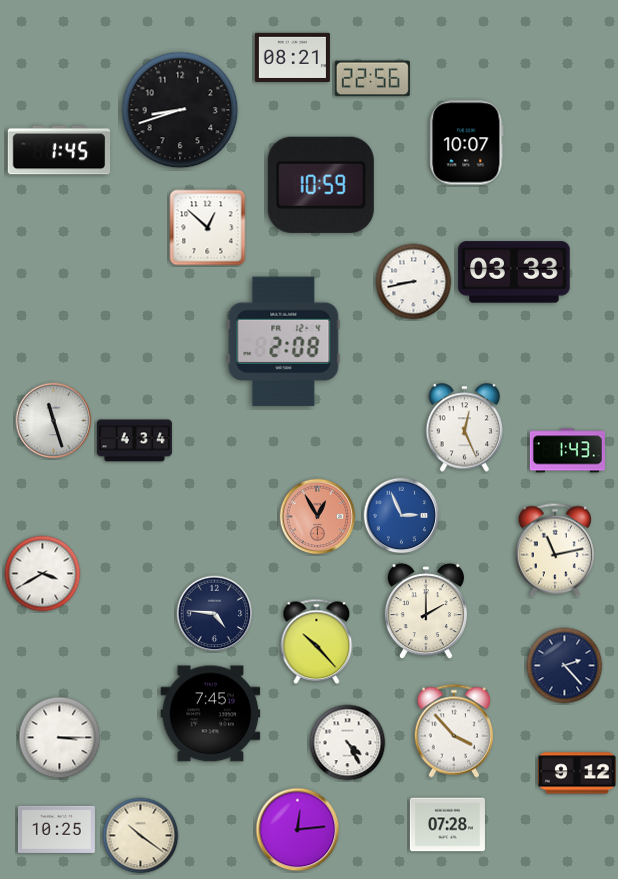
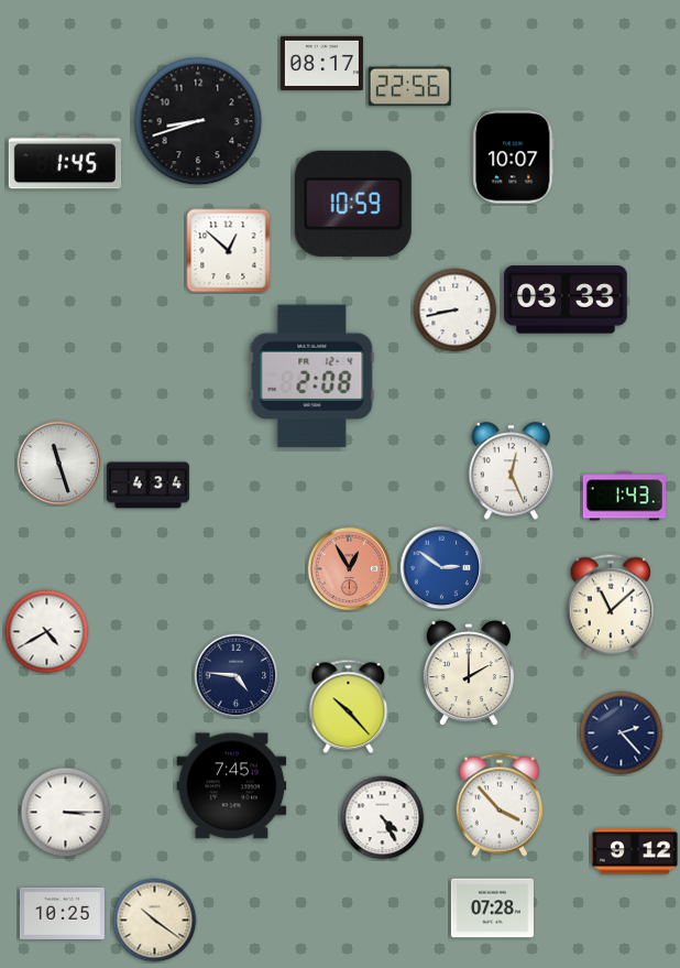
clock at (292, 57): 08:21 -> 08:17
clock at (59, 150) position: (59, 150) -> (65, 162)
clock at (402, 516): 2:56 -> 2:51
clock at (555, 550): 11:13 -> 11:08
clock at (43, 574): 3:40 -> 4:40
clock at (298, 830): 12:14 -> none
